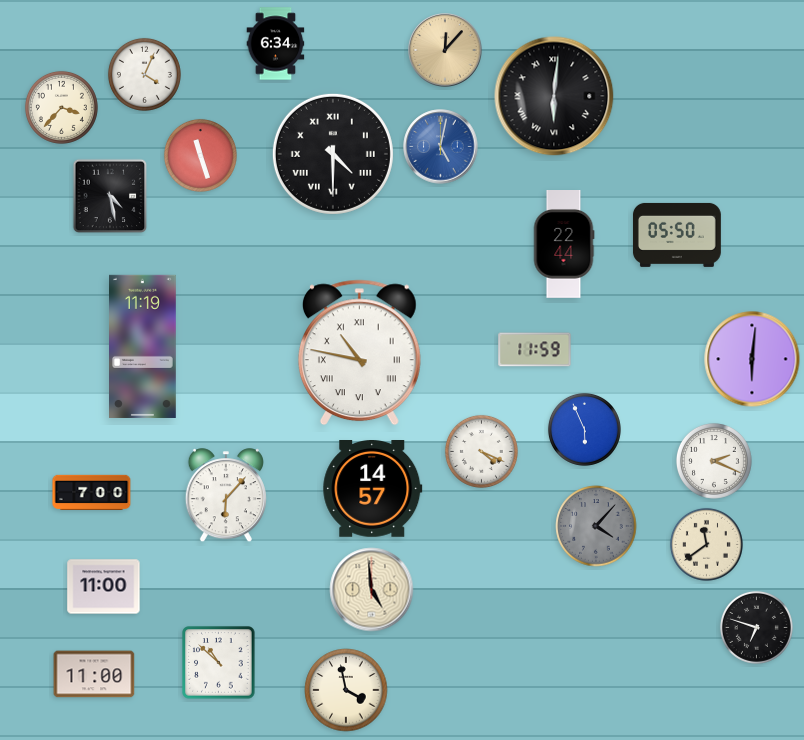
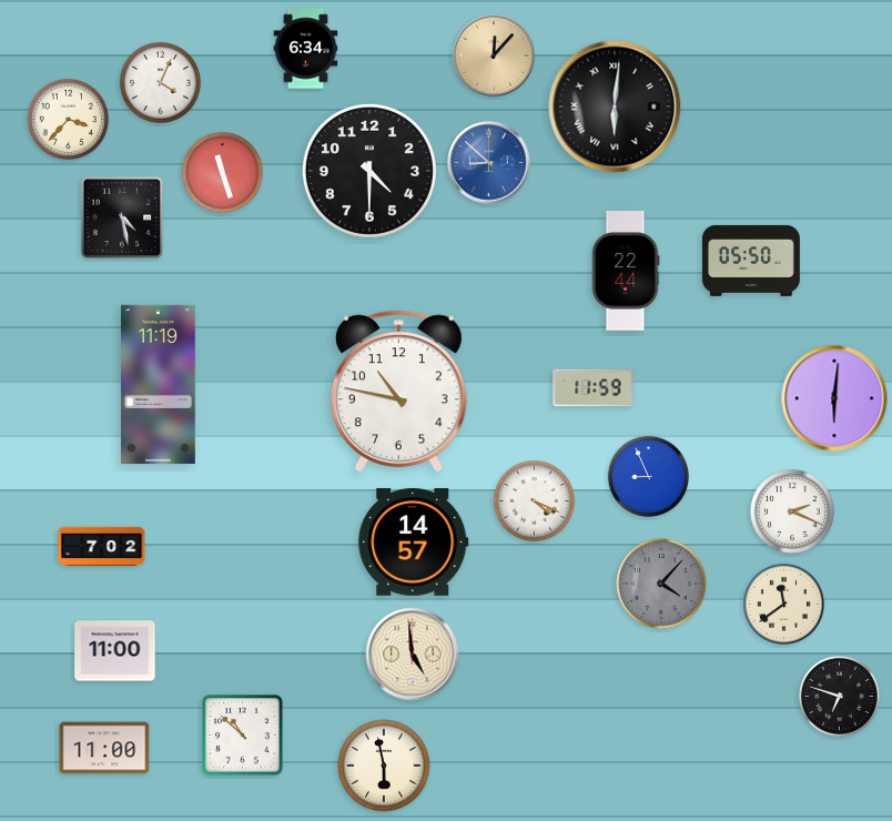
clock at (441, 147): 5:02 -> 8:52
clock at (333, 154) numerals: Roman -> Arabic
clock at (359, 353) numerals: Roman -> Arabic
clock at (584, 429): 5:56 -> 8:56
clock at (92, 492): 7:00 -> 7:02
clock at (226, 496): 6:07 -> none
clock at (346, 690): 3:58 -> 5:58
